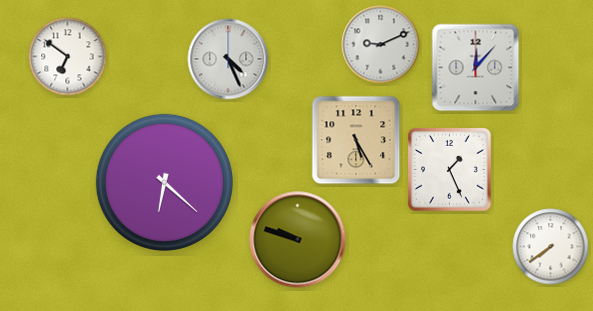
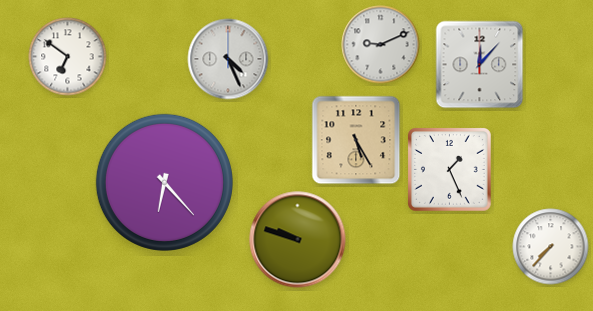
clock at (476, 68) position: (476, 68) -> (480, 65)
clock at (164, 182): 6:22 -> 6:23
clock at (551, 247): 7:39 -> 7:37
